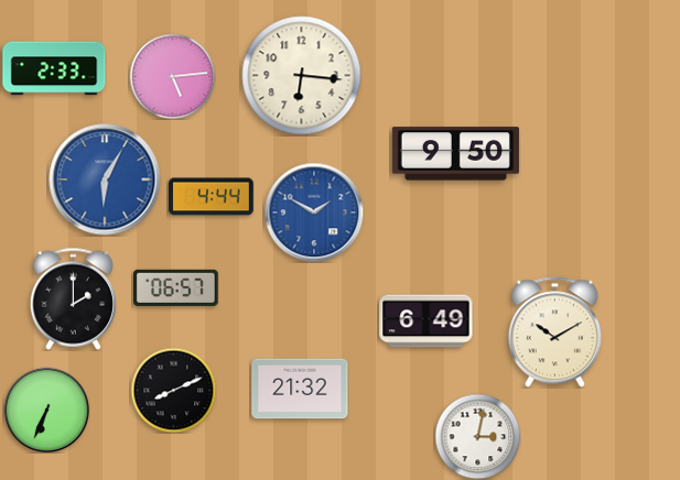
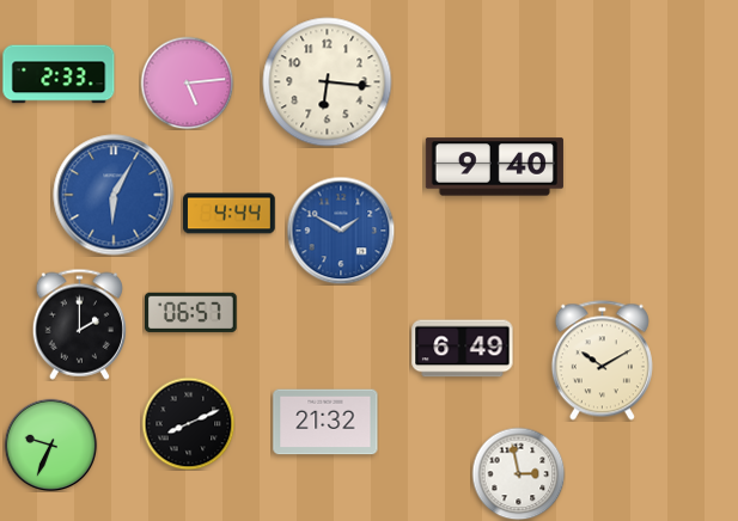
clock at (455, 154): 9:50 -> 9:40
clock at (46, 410): 6:34 -> 9:34
clock at (477, 436): 3:02 -> 2:58
